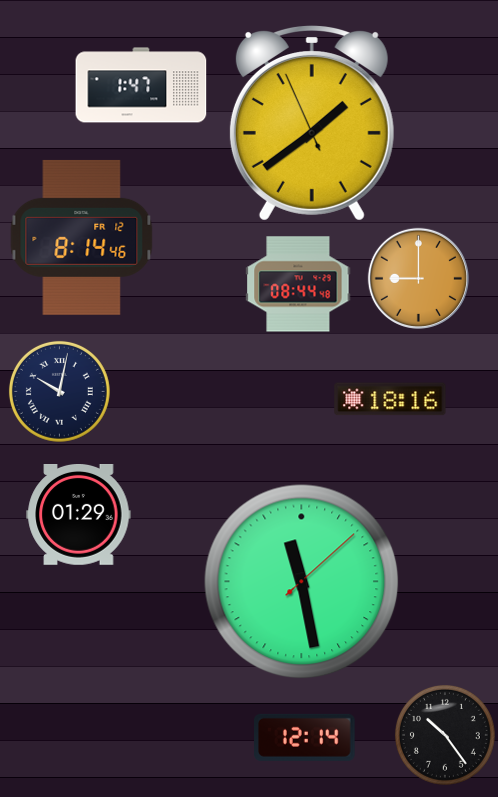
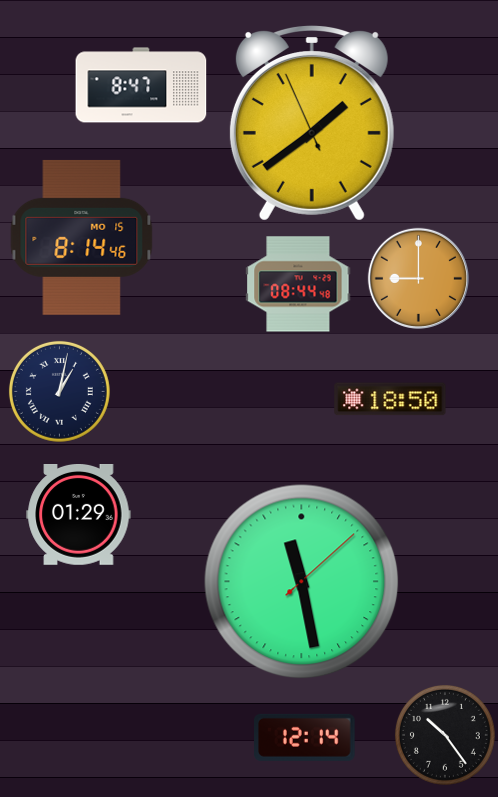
clock at (141, 85): 1:47 -> 8:47
clock at (82, 237) date: FR 12 -> MO 15
clock at (59, 391): 10:02 -> 1:02
clock at (390, 399): 18:16 -> 18:50
